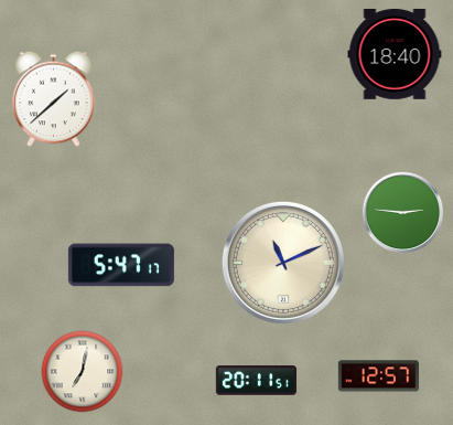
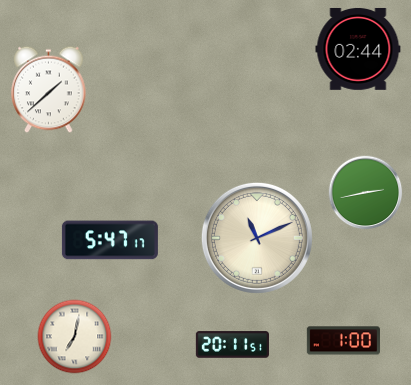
clock at (395, 54): 18:40 -> 02:44
clock at (403, 213): 2:46 -> 2:43
clock at (378, 376): 12:57 -> 1:00
